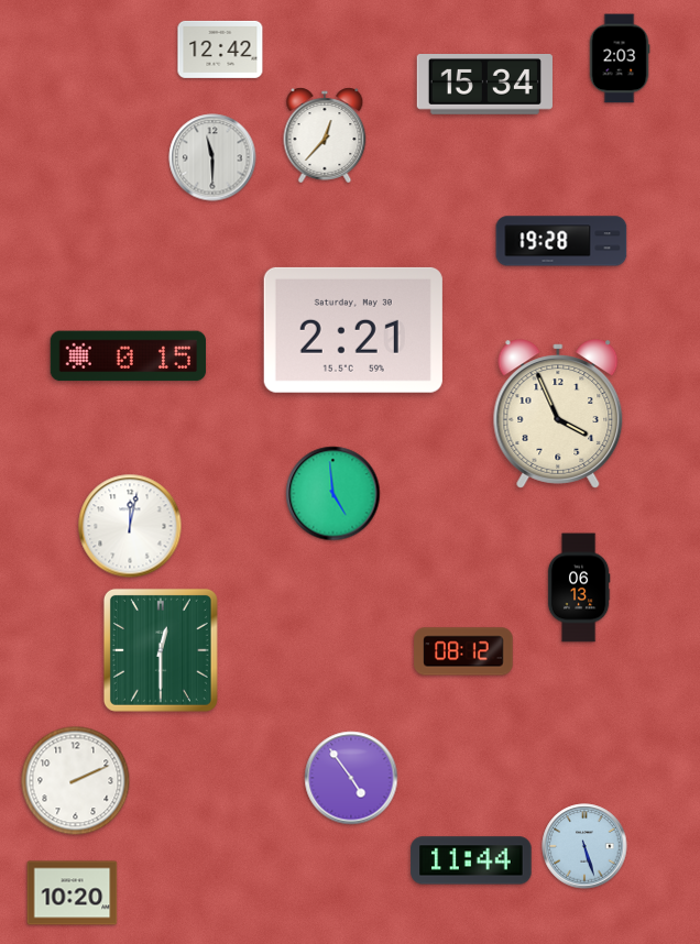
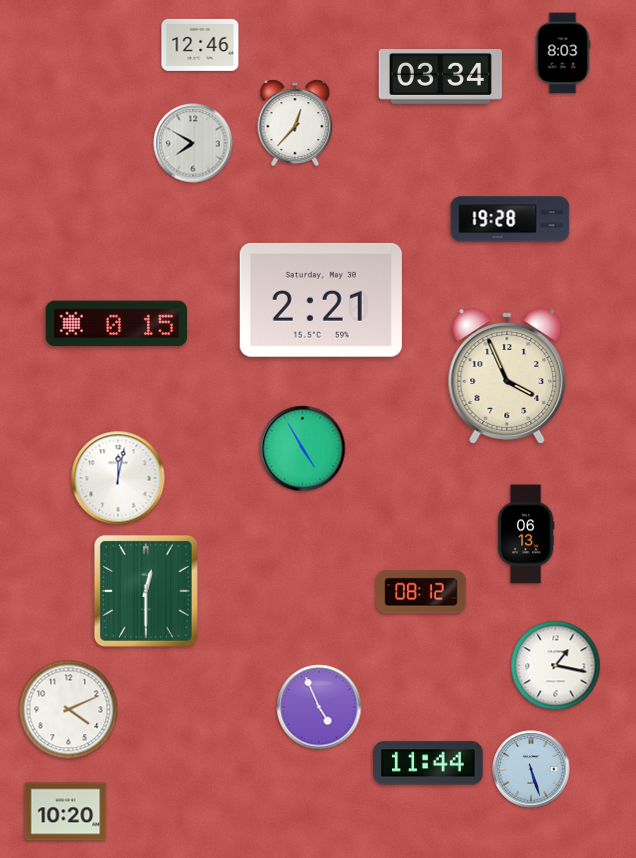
clock at (220, 50): 12:42 -> 12:46
clock at (620, 58): 2:03 -> 8:03
clock at (484, 85): 15:34 -> 03:34
clock at (212, 157): 11:30 -> 7:50
clock at (333, 494): 4:59 -> 4:55
clock at (556, 666): none -> 1:17
clock at (351, 778): 4:54 -> 4:56
clock at (76, 781): 2:11 -> 4:11
clock at (471, 860) position: (471, 860) -> (428, 763)
